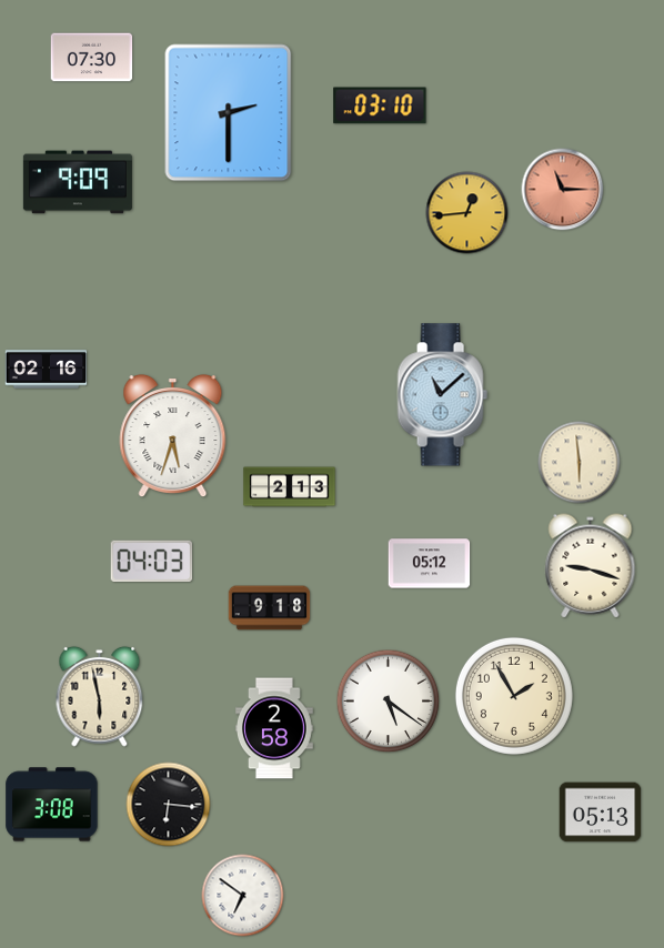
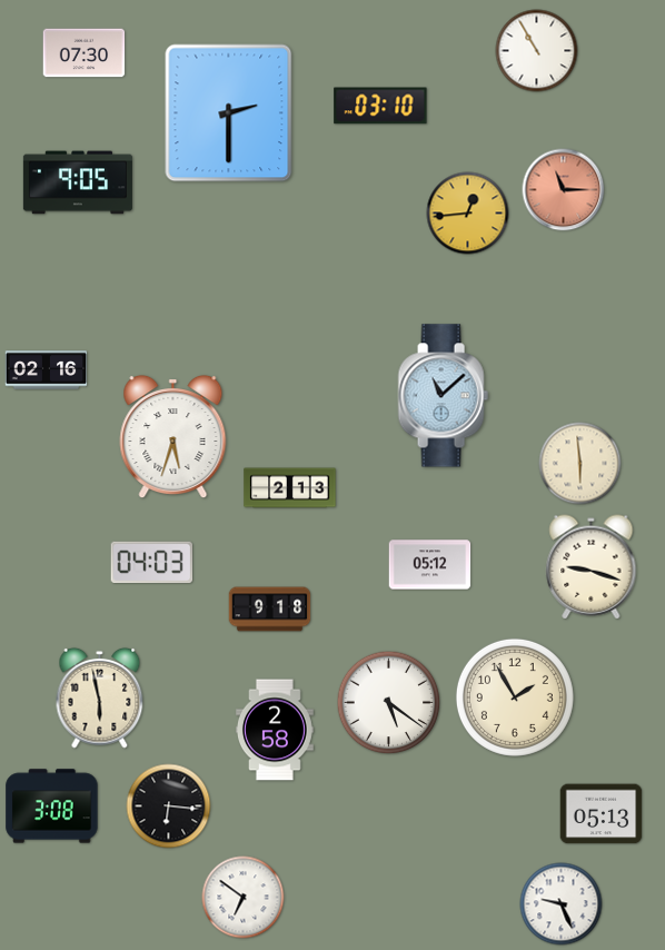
clock at (537, 51): none -> 10:55
clock at (92, 58) position: (92, 58) -> (85, 53)
clock at (78, 182): 9:09 -> 9:05
clock at (562, 904): none -> 9:26
